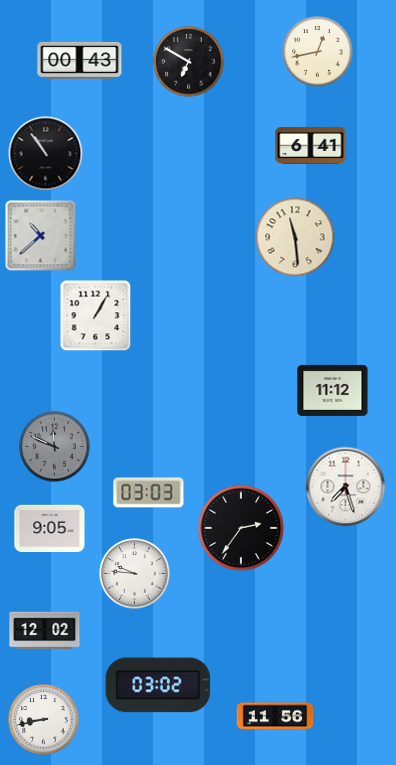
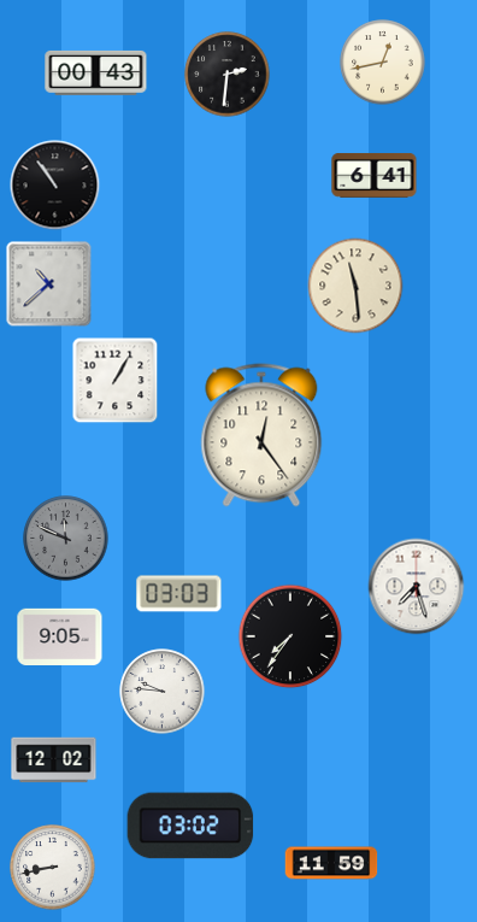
clock at (189, 62): 6:50 -> 2:31
clock at (261, 435): none -> 12:24
clock at (333, 390): 11:12 -> none
clock at (241, 528): 2:36 -> 7:36
clock at (275, 716): 11:56 -> 11:59
